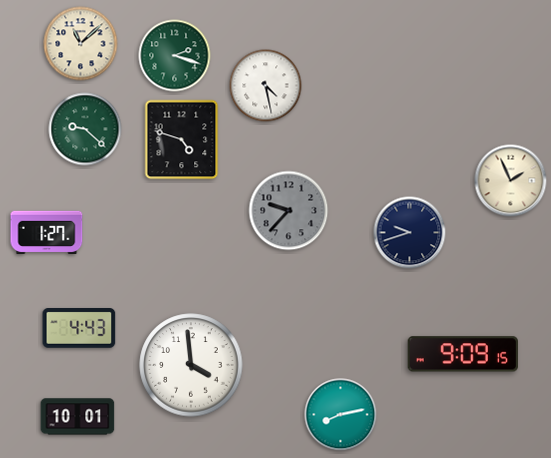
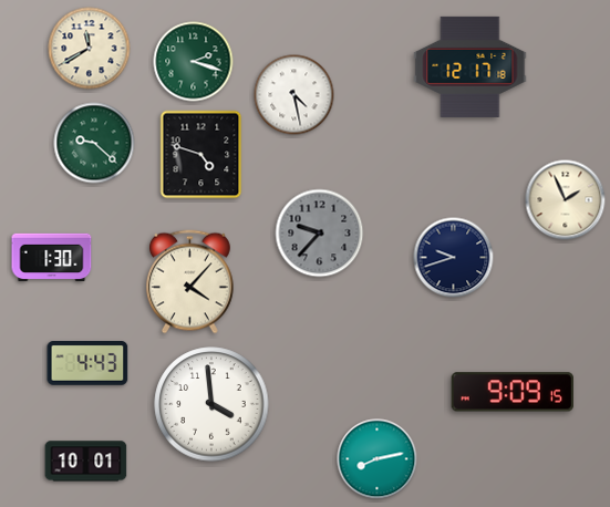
clock at (81, 44): 11:08 -> 11:40
clock at (471, 66): none -> 12:17
clock at (47, 232): 1:27 -> 1:30
clock at (189, 282): none -> 4:07
